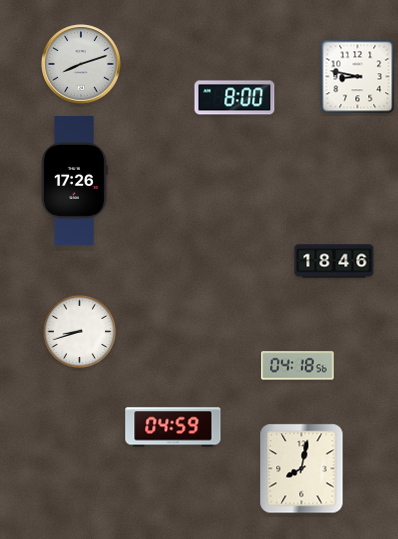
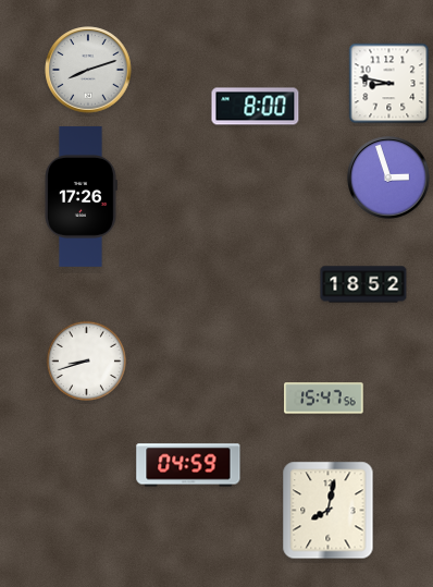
clock at (388, 178): none -> 2:57
clock at (334, 261): 18:46 -> 18:52
clock at (298, 366): 04:18 -> 15:47
